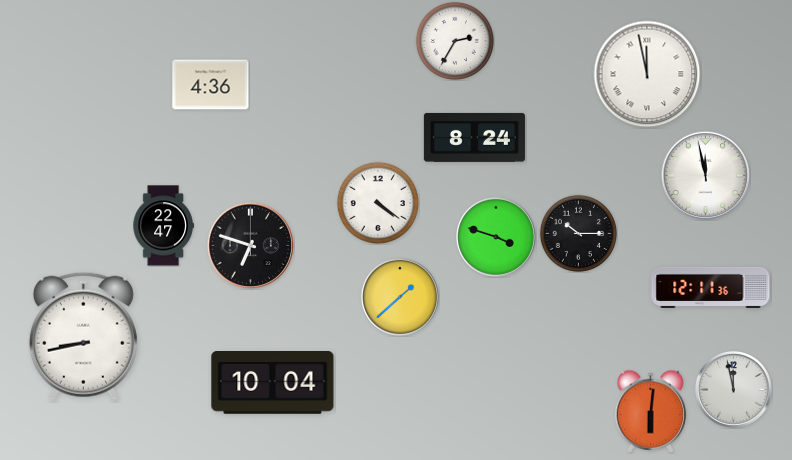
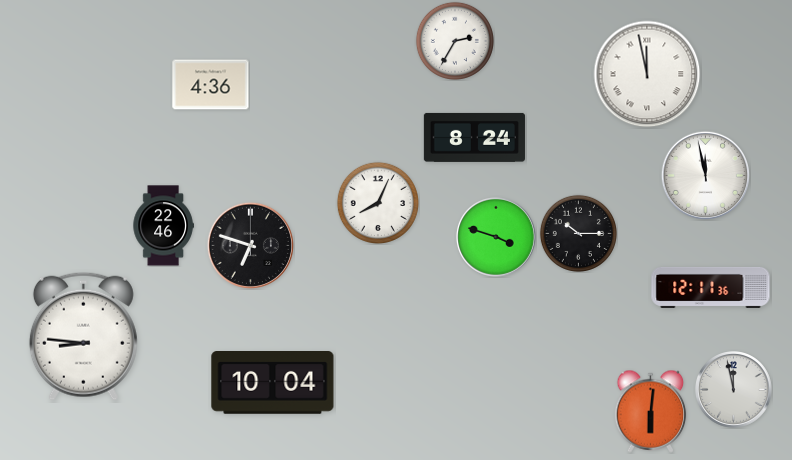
clock at (377, 202): 4:21 -> 8:04
clock at (163, 226): 22:47 -> 22:46
clock at (401, 298): 1:38 -> none
clock at (83, 336): 8:43 -> 8:46
